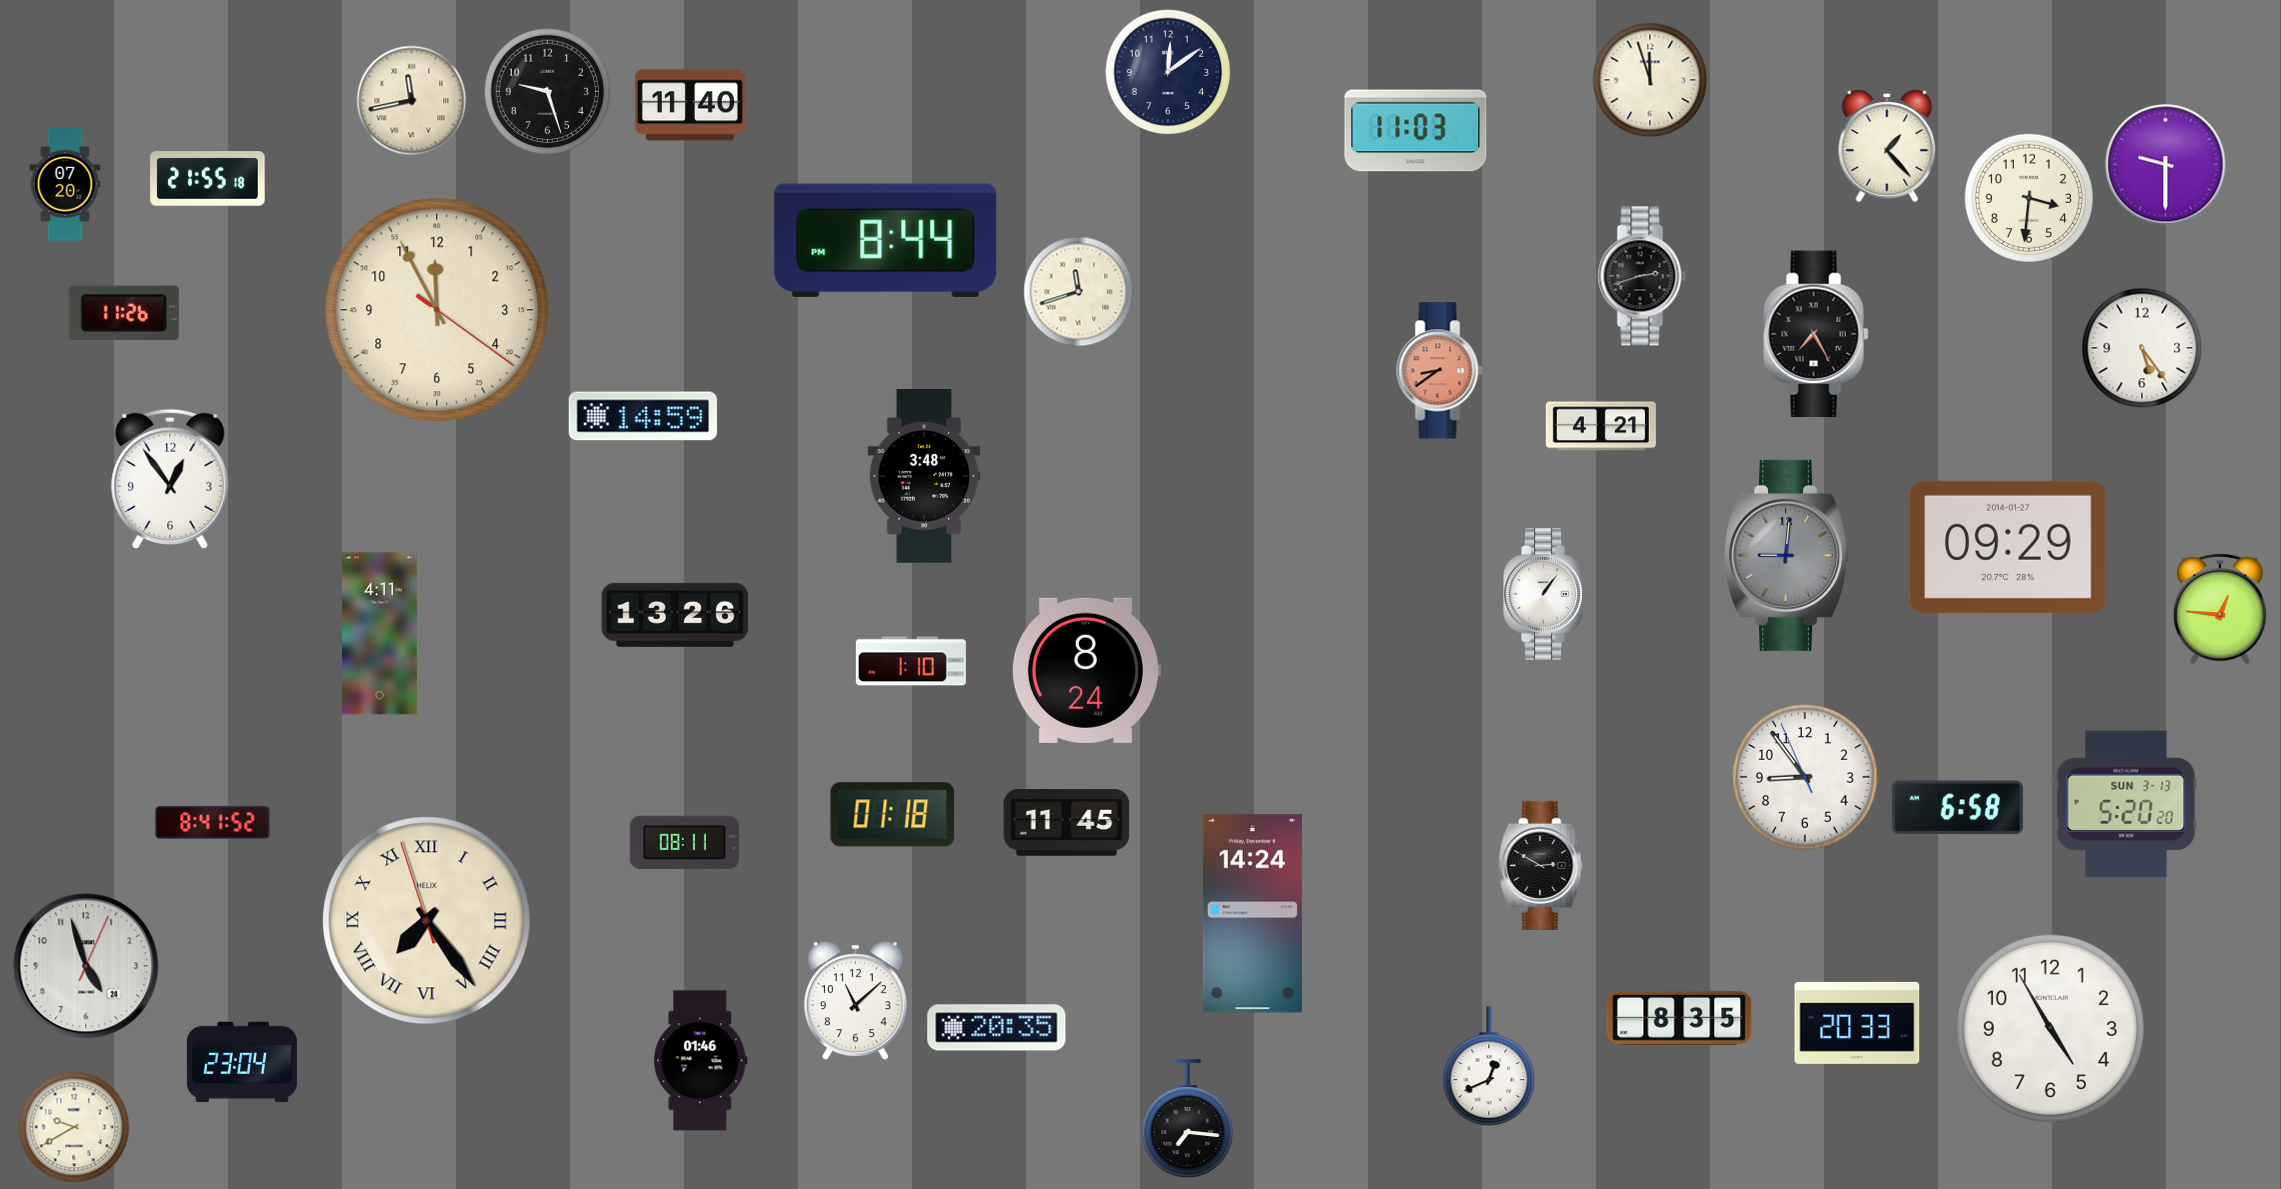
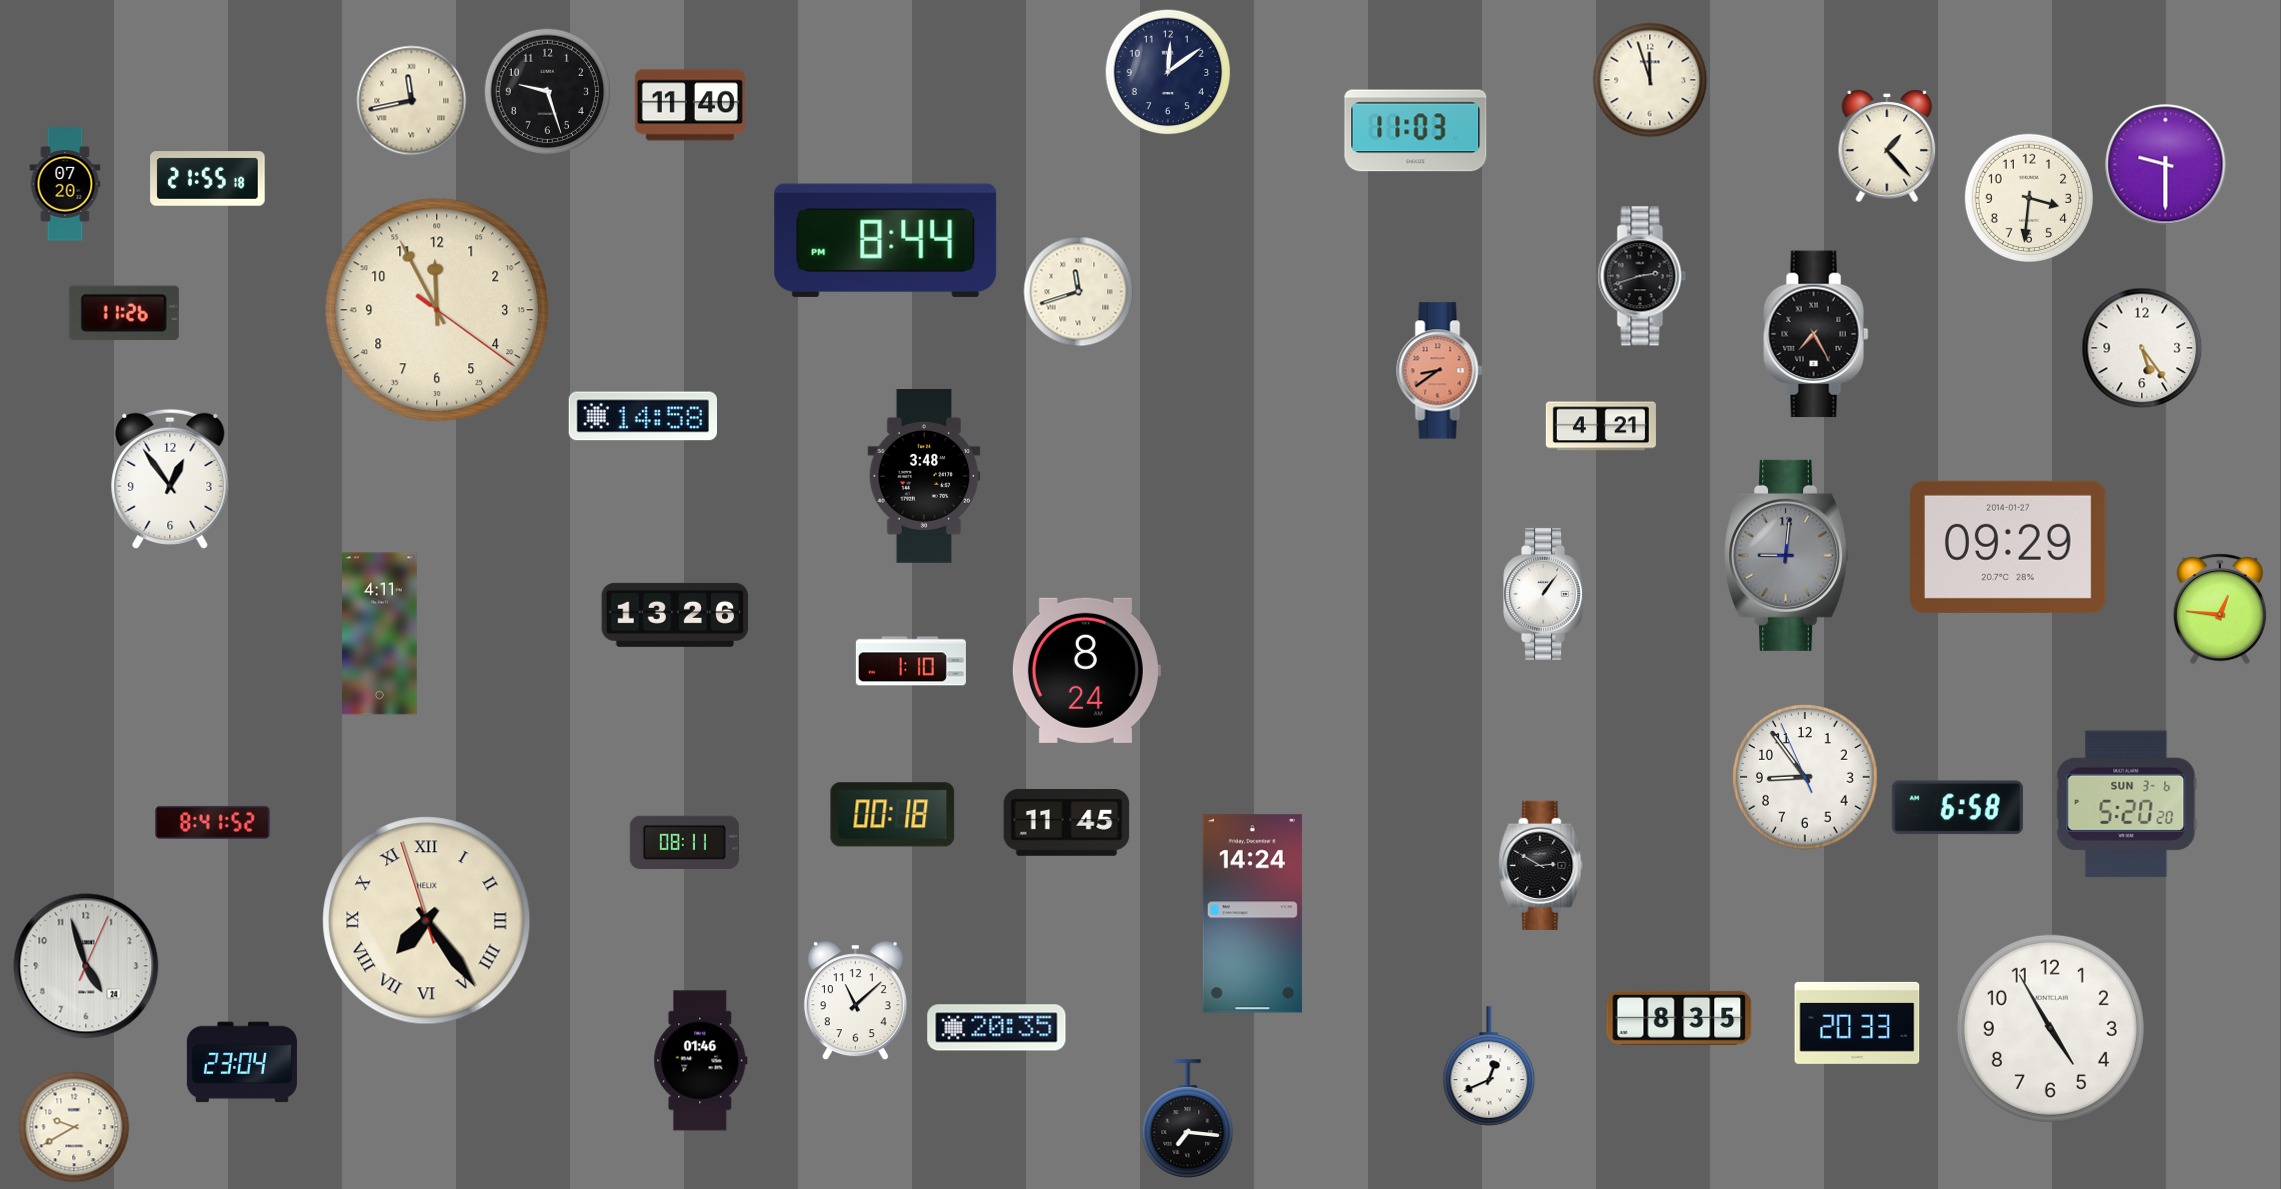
clock at (642, 416): 14:59 -> 14:58
clock at (2126, 804) date: SUN 3-13 -> SUN 3-6
clock at (893, 815): 01:18 -> 00:18
